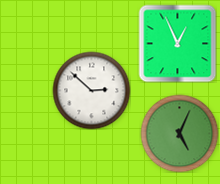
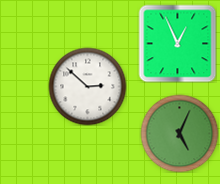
clock at (91, 90) position: (91, 90) -> (87, 86)
